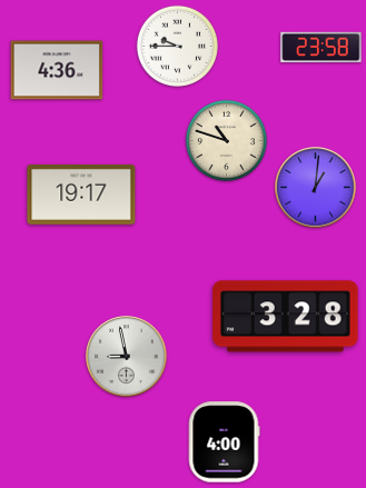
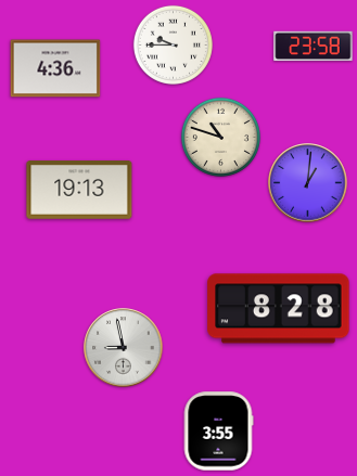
clock at (81, 196): 19:17 -> 19:13
clock at (286, 317): 3:28 -> 8:28
clock at (224, 442): 4:00 -> 3:55
